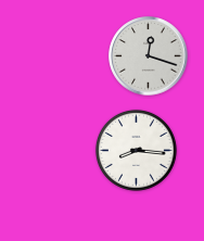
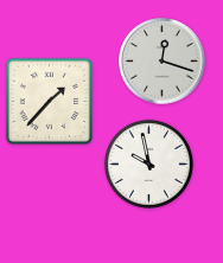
clock at (49, 101): none -> 1:37
clock at (136, 150): 8:16 -> 9:58
